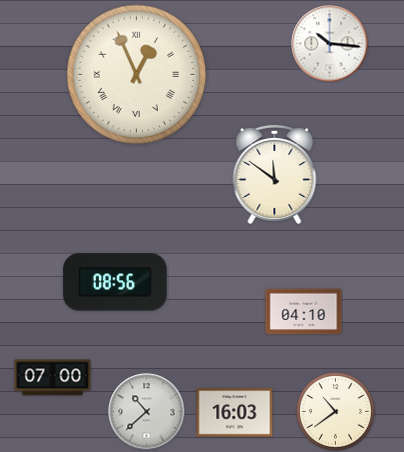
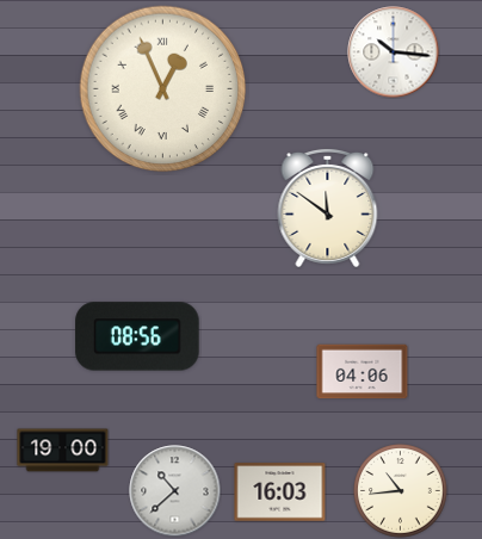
clock at (304, 312): 04:10 -> 04:06
clock at (53, 378): 07:00 -> 19:00
clock at (336, 412): 10:39 -> 10:44
